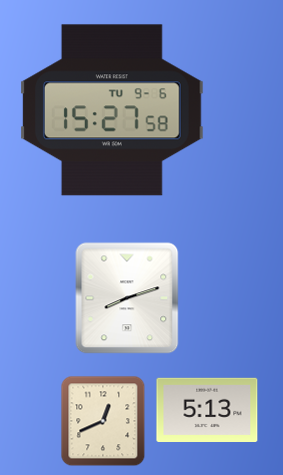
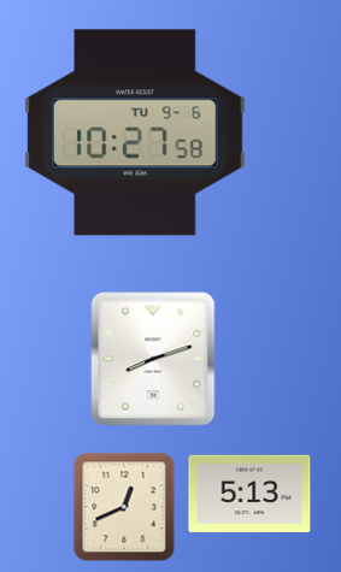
clock at (112, 110): 15:27 -> 10:27
